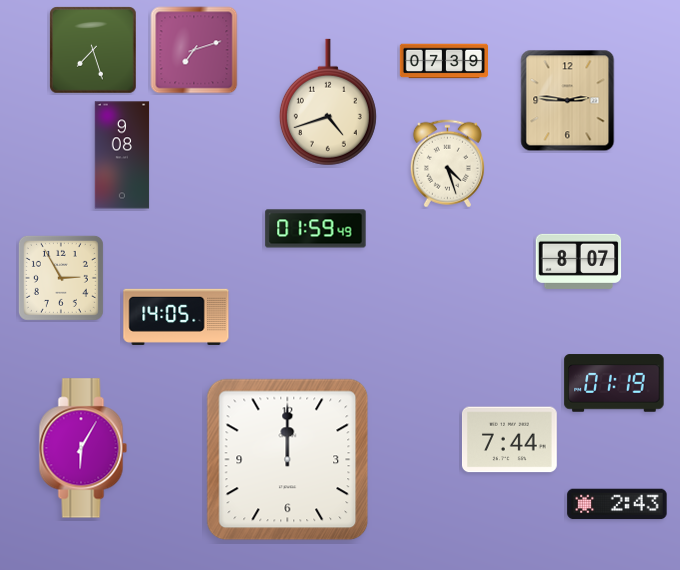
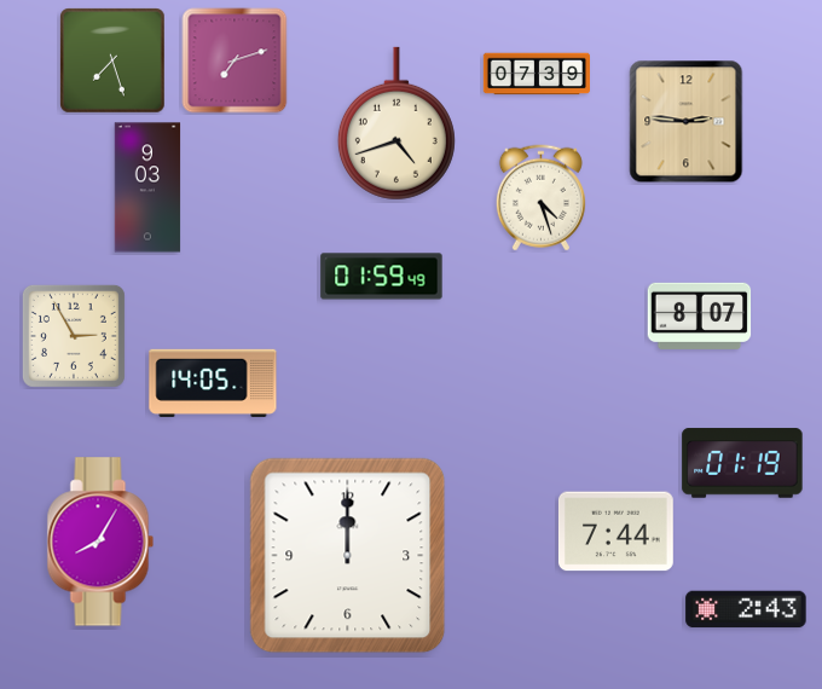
clock at (122, 155): 9:08 -> 9:03
clock at (83, 448): 6:05 -> 8:05
